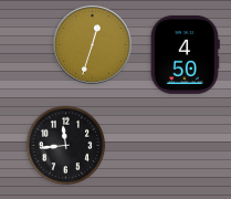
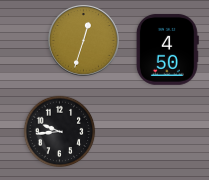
clock at (66, 146): 11:44 -> 9:44
